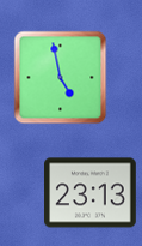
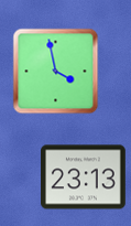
clock at (60, 77): 4:58 -> 3:58
